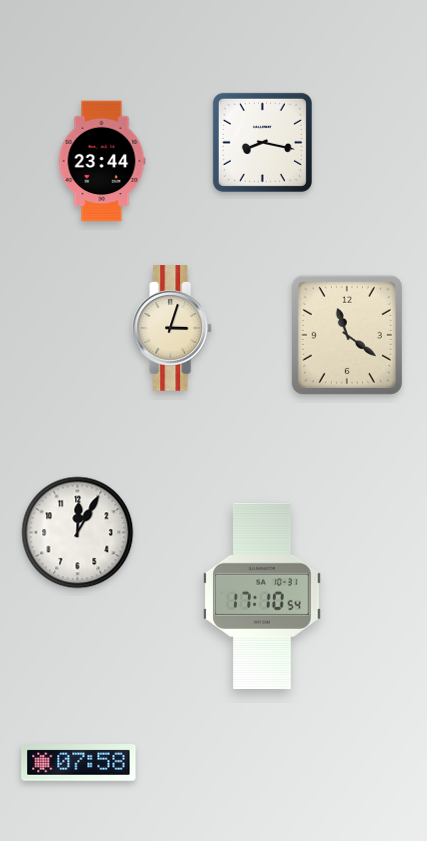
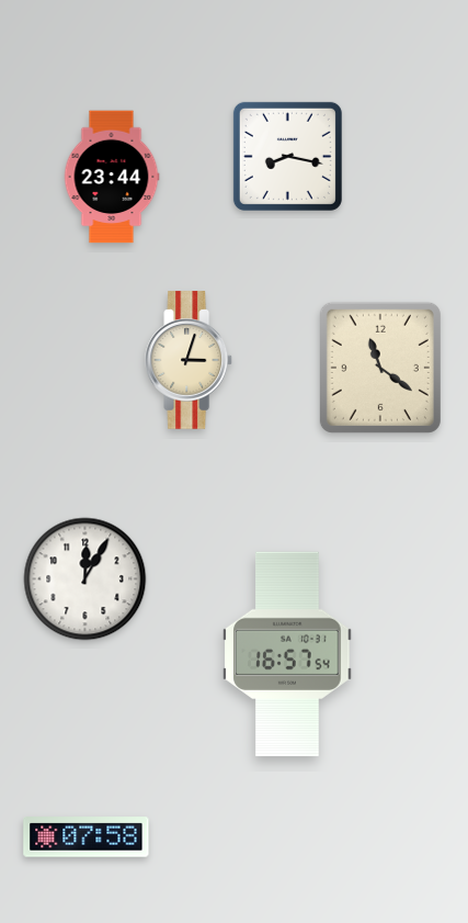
clock at (78, 533) position: (78, 533) -> (85, 579)
clock at (262, 596): 17:10 -> 16:57
